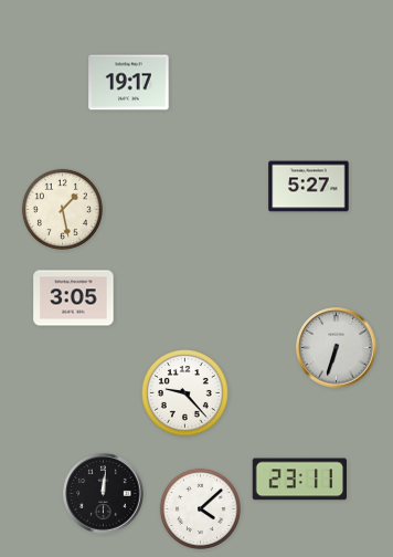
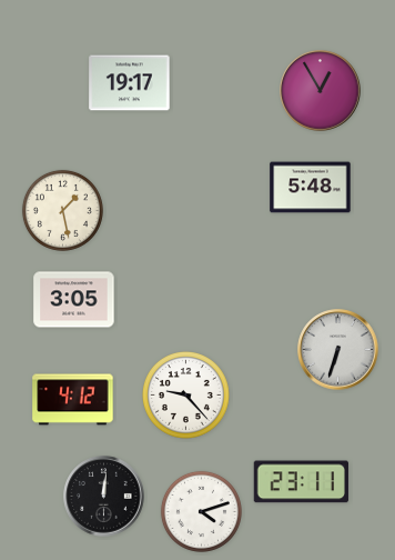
clock at (321, 91): none -> 12:55
clock at (309, 187): 5:27 -> 5:48
clock at (73, 400): none -> 4:12
clock at (200, 508): 4:08 -> 4:12
